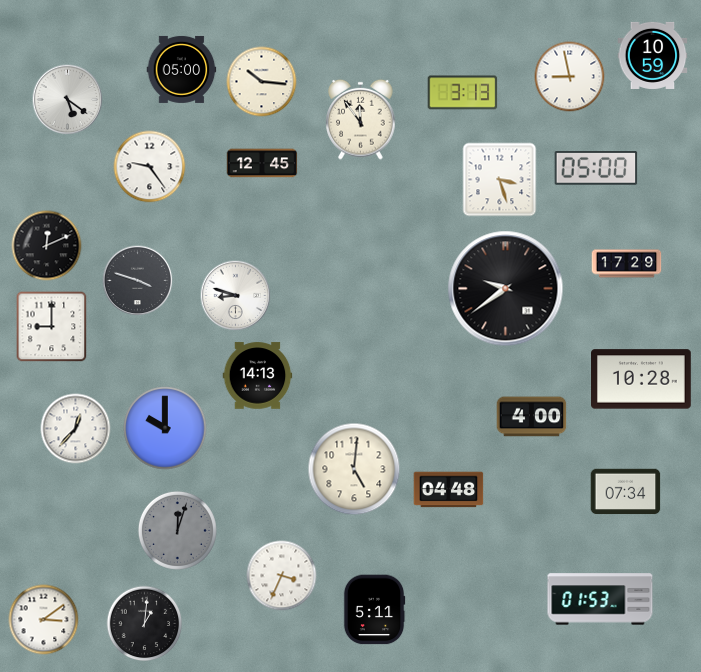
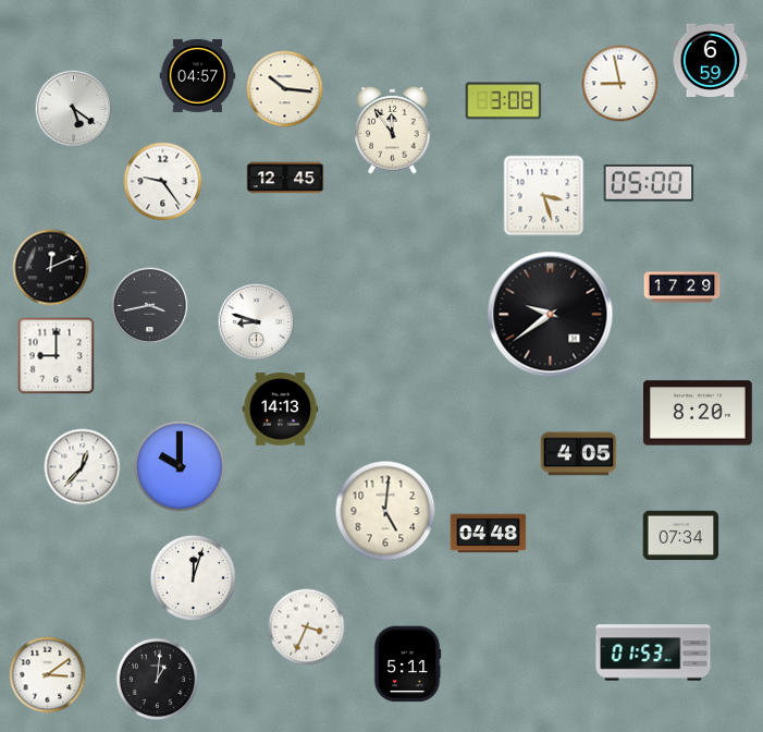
clock at (653, 55): 10:59 -> 6:59
clock at (182, 69): 05:00 -> 04:57
clock at (463, 93): 3:13 -> 3:08
clock at (138, 281): 3:48 -> 3:43
clock at (642, 379): 10:28 -> 8:20
clock at (532, 417): 4:00 -> 4:05
clock at (177, 530) dial: grey -> white
